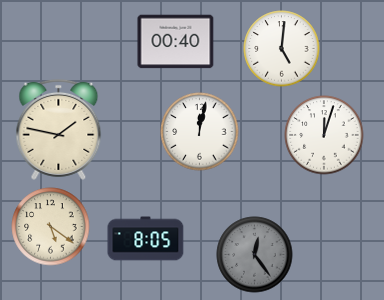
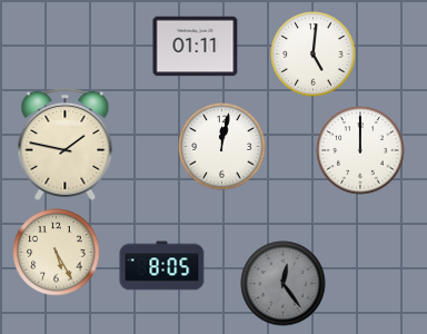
clock at (176, 42): 00:40 -> 01:11
clock at (324, 135): 12:03 -> 12:00
clock at (51, 227): 5:21 -> 5:25
